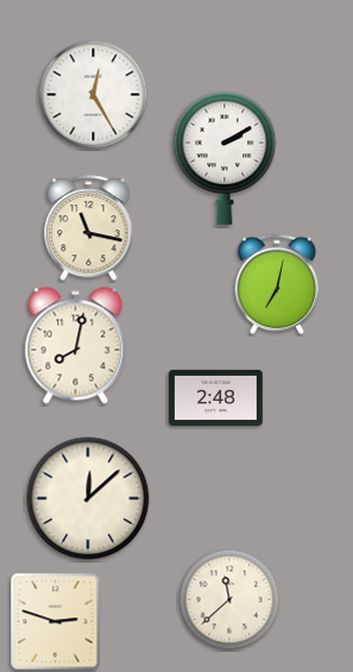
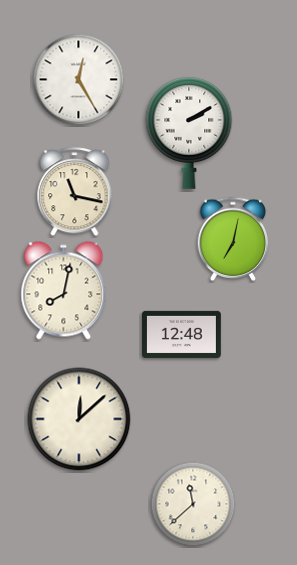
clock at (215, 397): 2:48 -> 12:48
clock at (88, 498) position: (88, 498) -> (79, 419)
clock at (56, 622): 2:48 -> none
